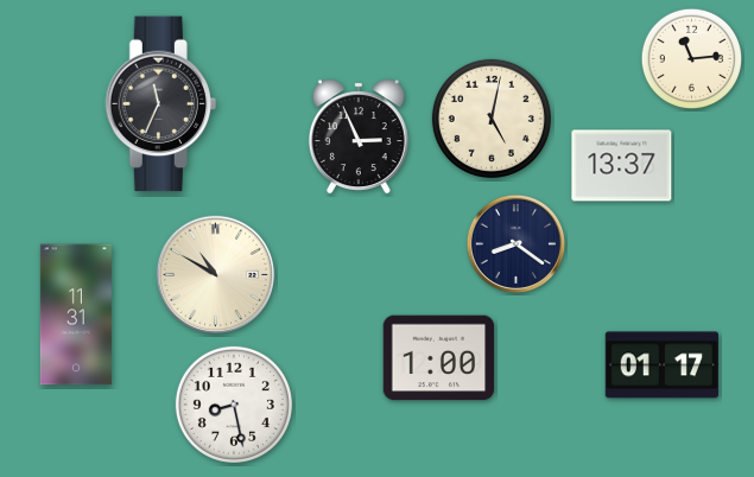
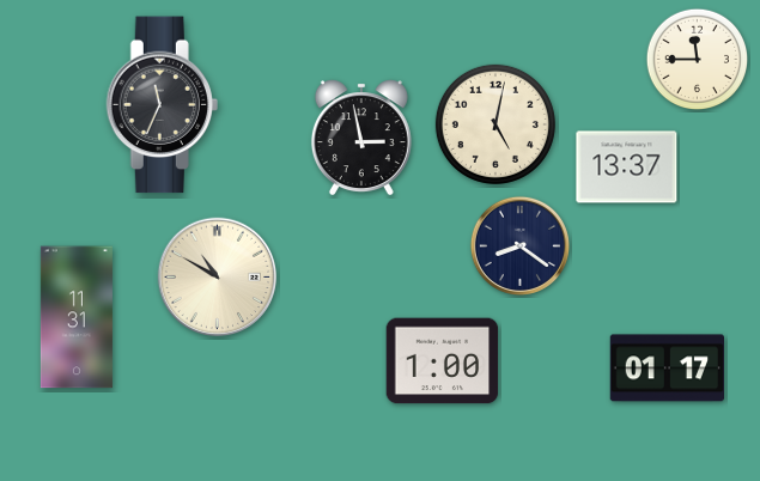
clock at (692, 59): 11:14 -> 11:45
clock at (492, 119) position: (492, 119) -> (495, 124)
clock at (359, 136): 2:56 -> 2:58
clock at (234, 405): 8:28 -> none
